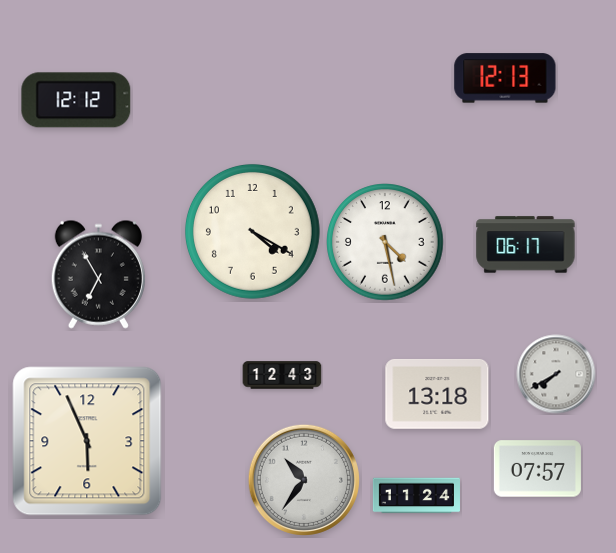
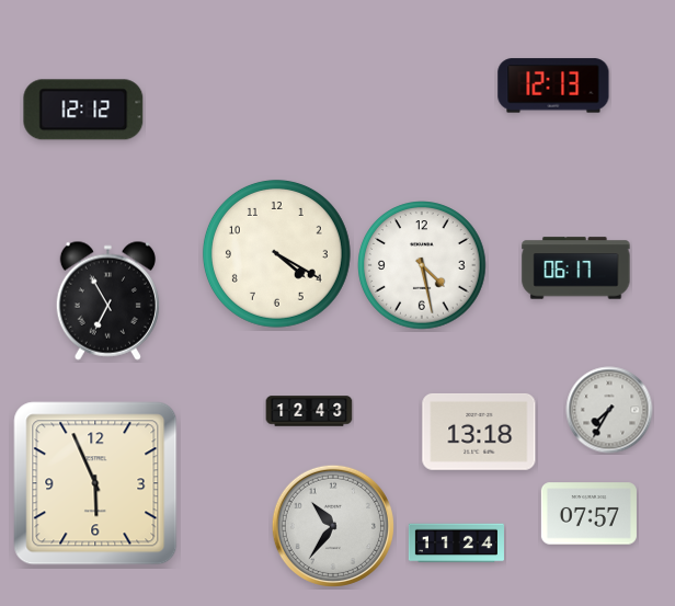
clock at (556, 374): 7:40 -> 7:35
